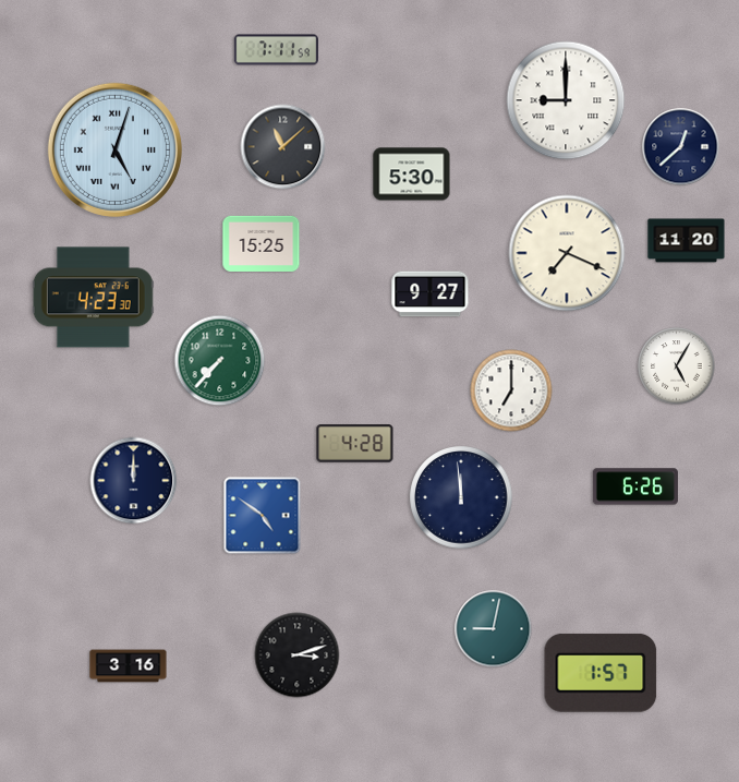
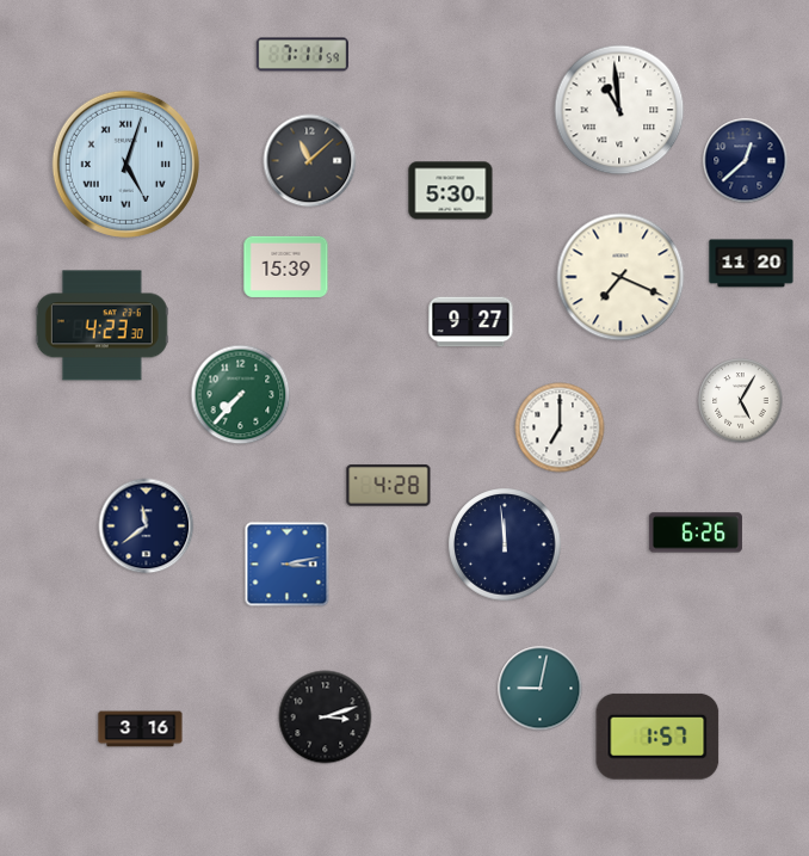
clock at (566, 100): 9:00 -> 10:59
clock at (262, 243): 15:25 -> 15:39
clock at (134, 481): 12:00 -> 11:39
clock at (263, 516): 4:51 -> 3:13
